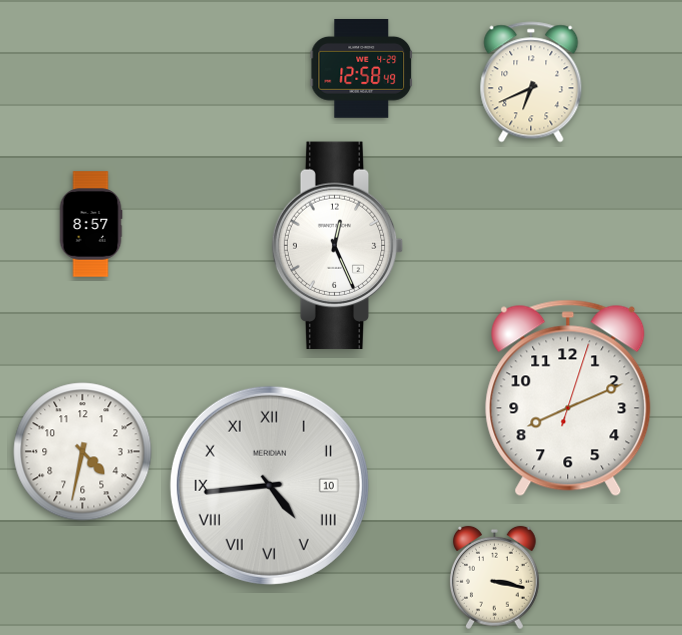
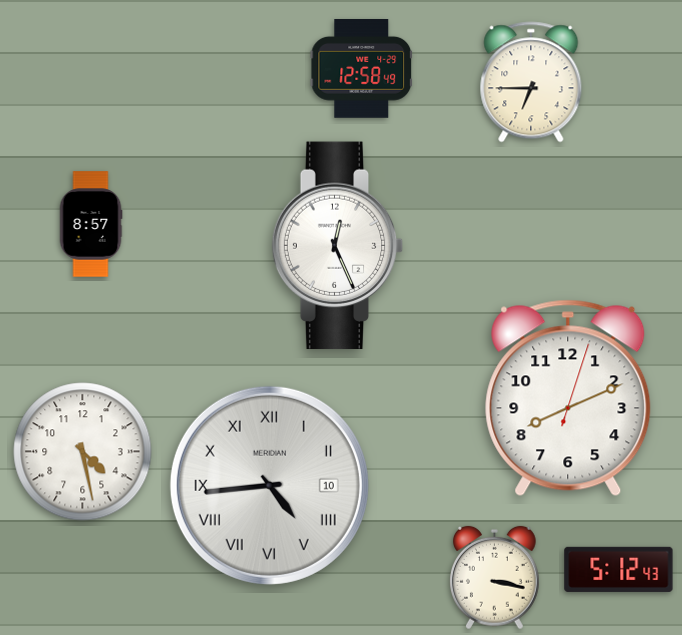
clock at (531, 82): 6:41 -> 6:45
clock at (83, 452): 4:32 -> 4:28
clock at (619, 569): none -> 5:12
